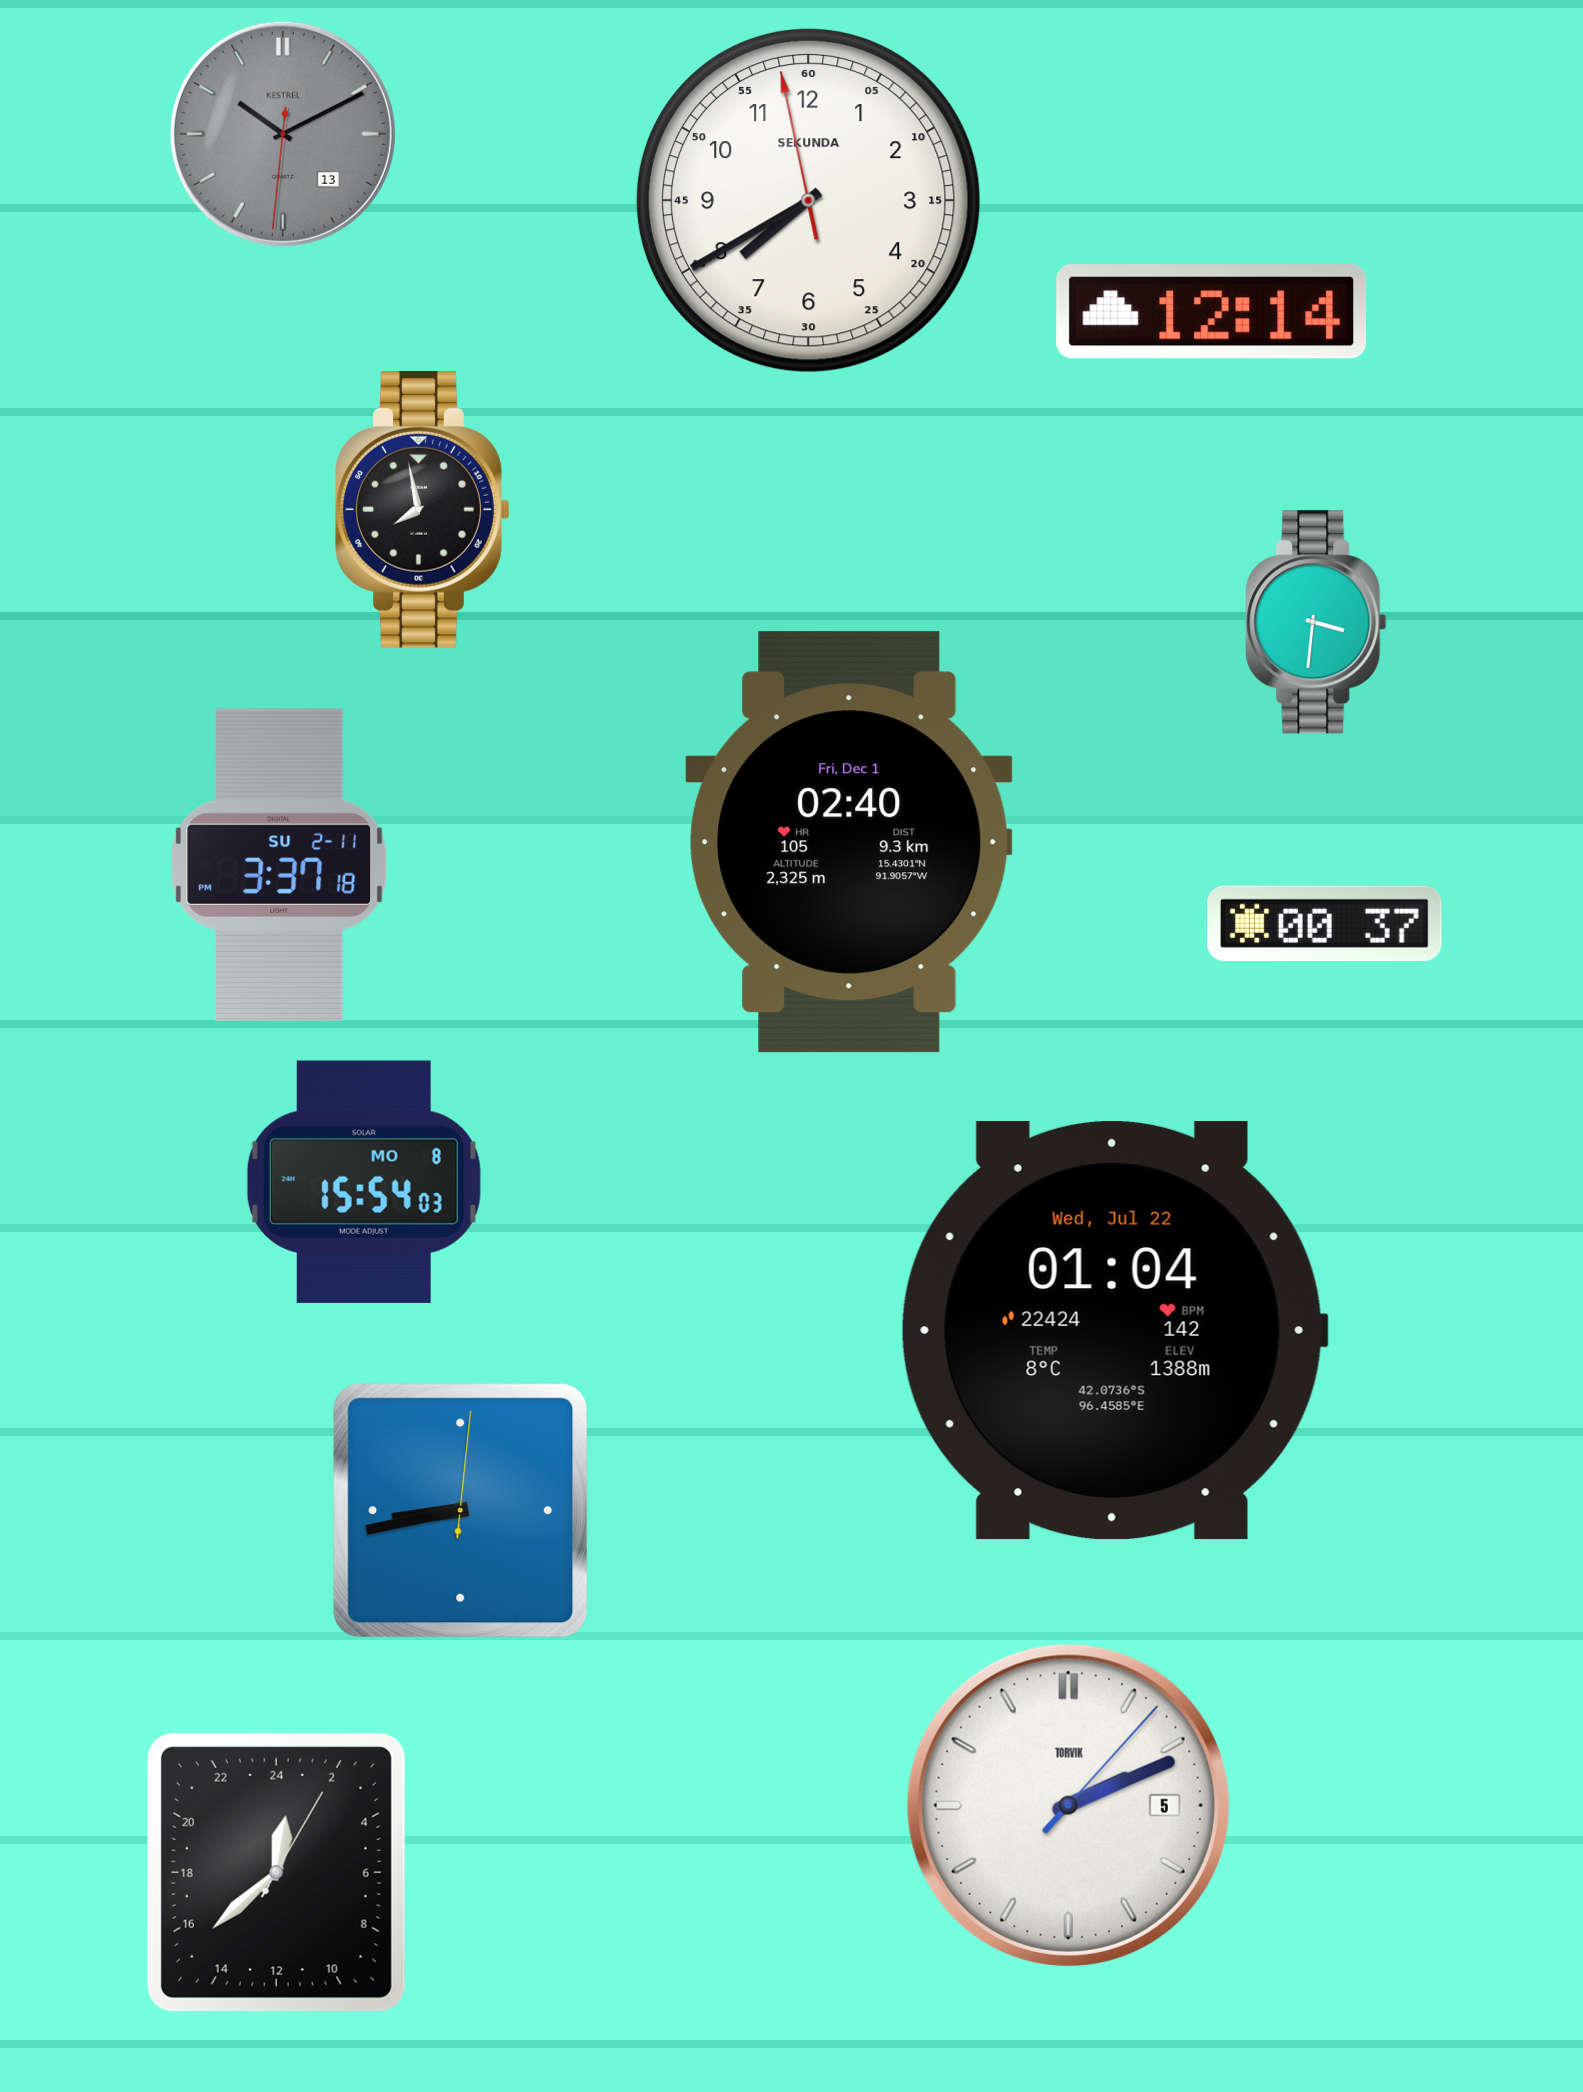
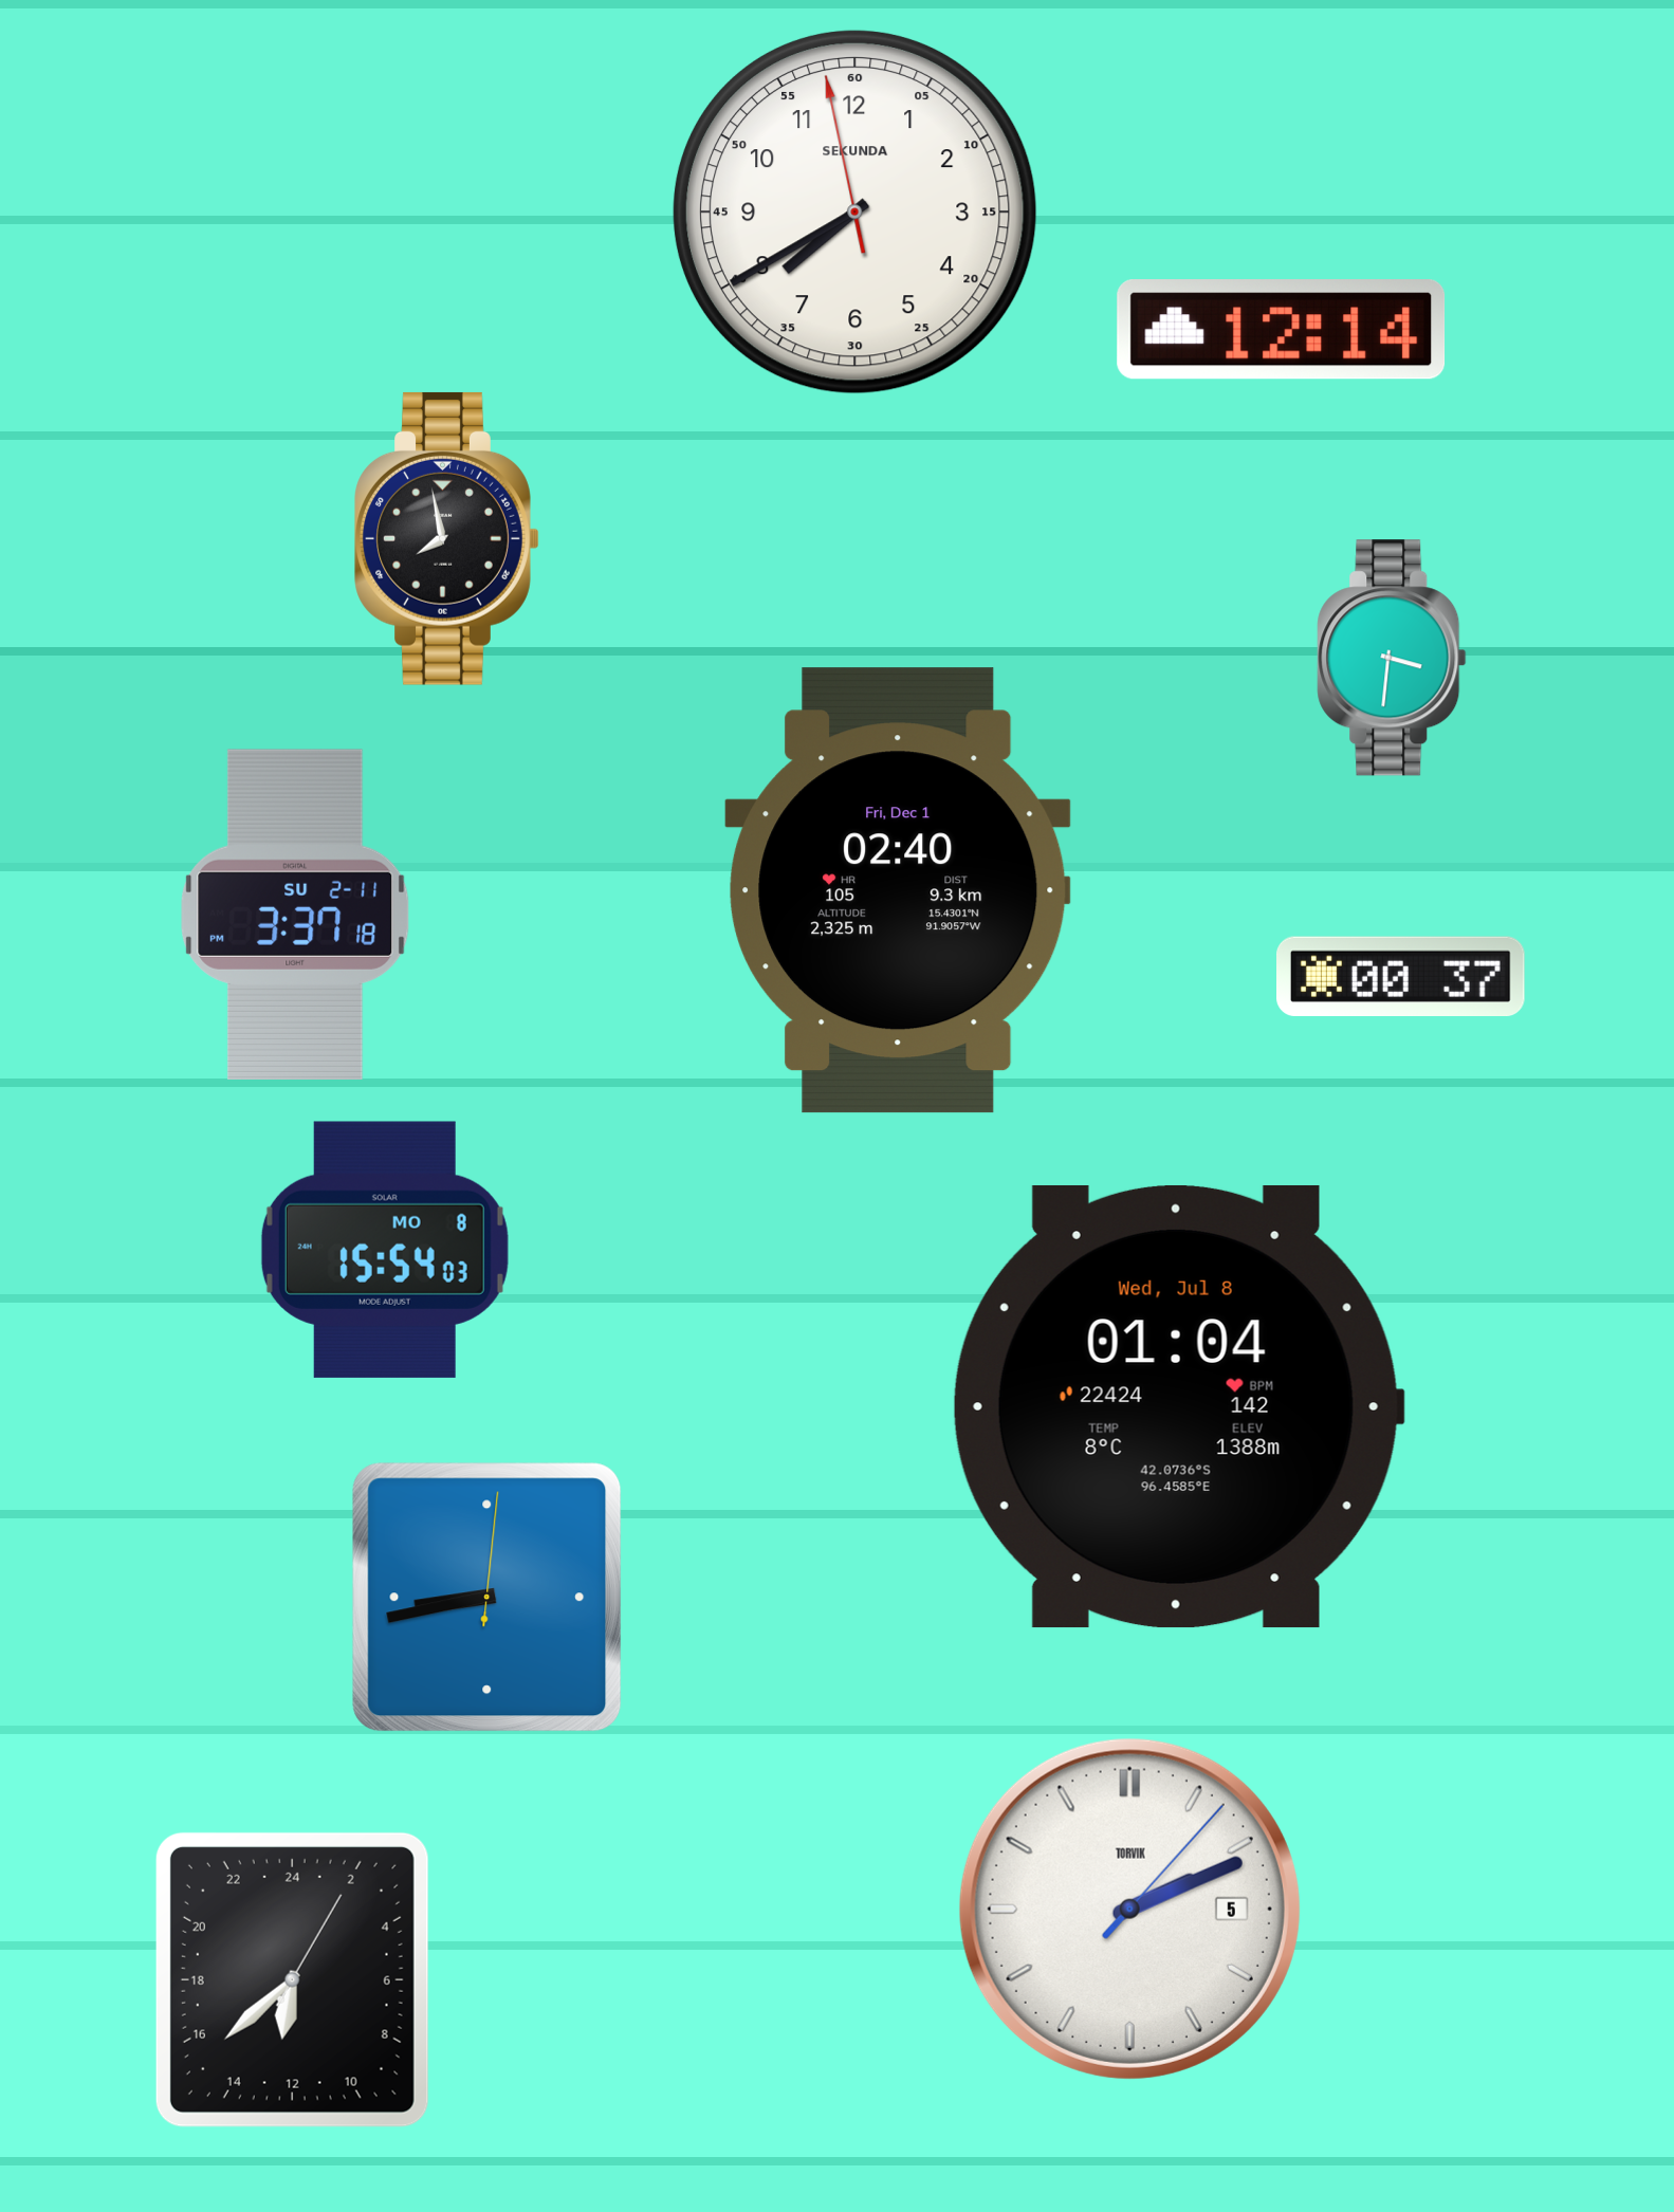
clock at (283, 134): 10:10 -> none
clock at (1114, 1330) date: Wed, Jul 22 -> Wed, Jul 8
clock at (276, 1872): 0:38 -> 12:38
